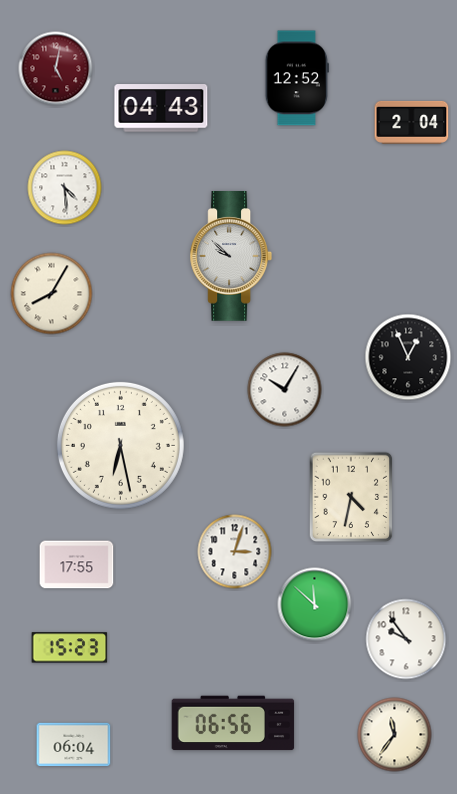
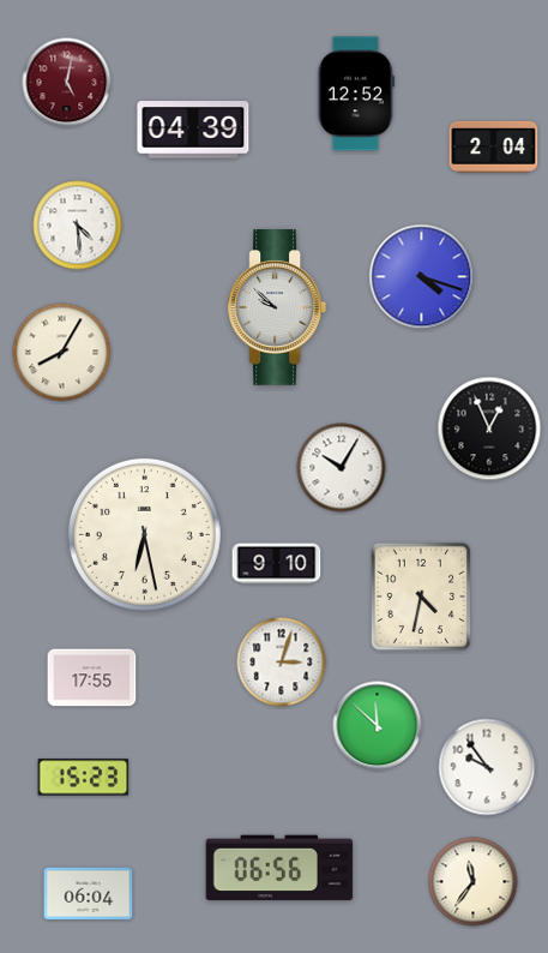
clock at (161, 108): 04:43 -> 04:39
clock at (422, 277): none -> 4:18
clock at (277, 564): none -> 9:10
